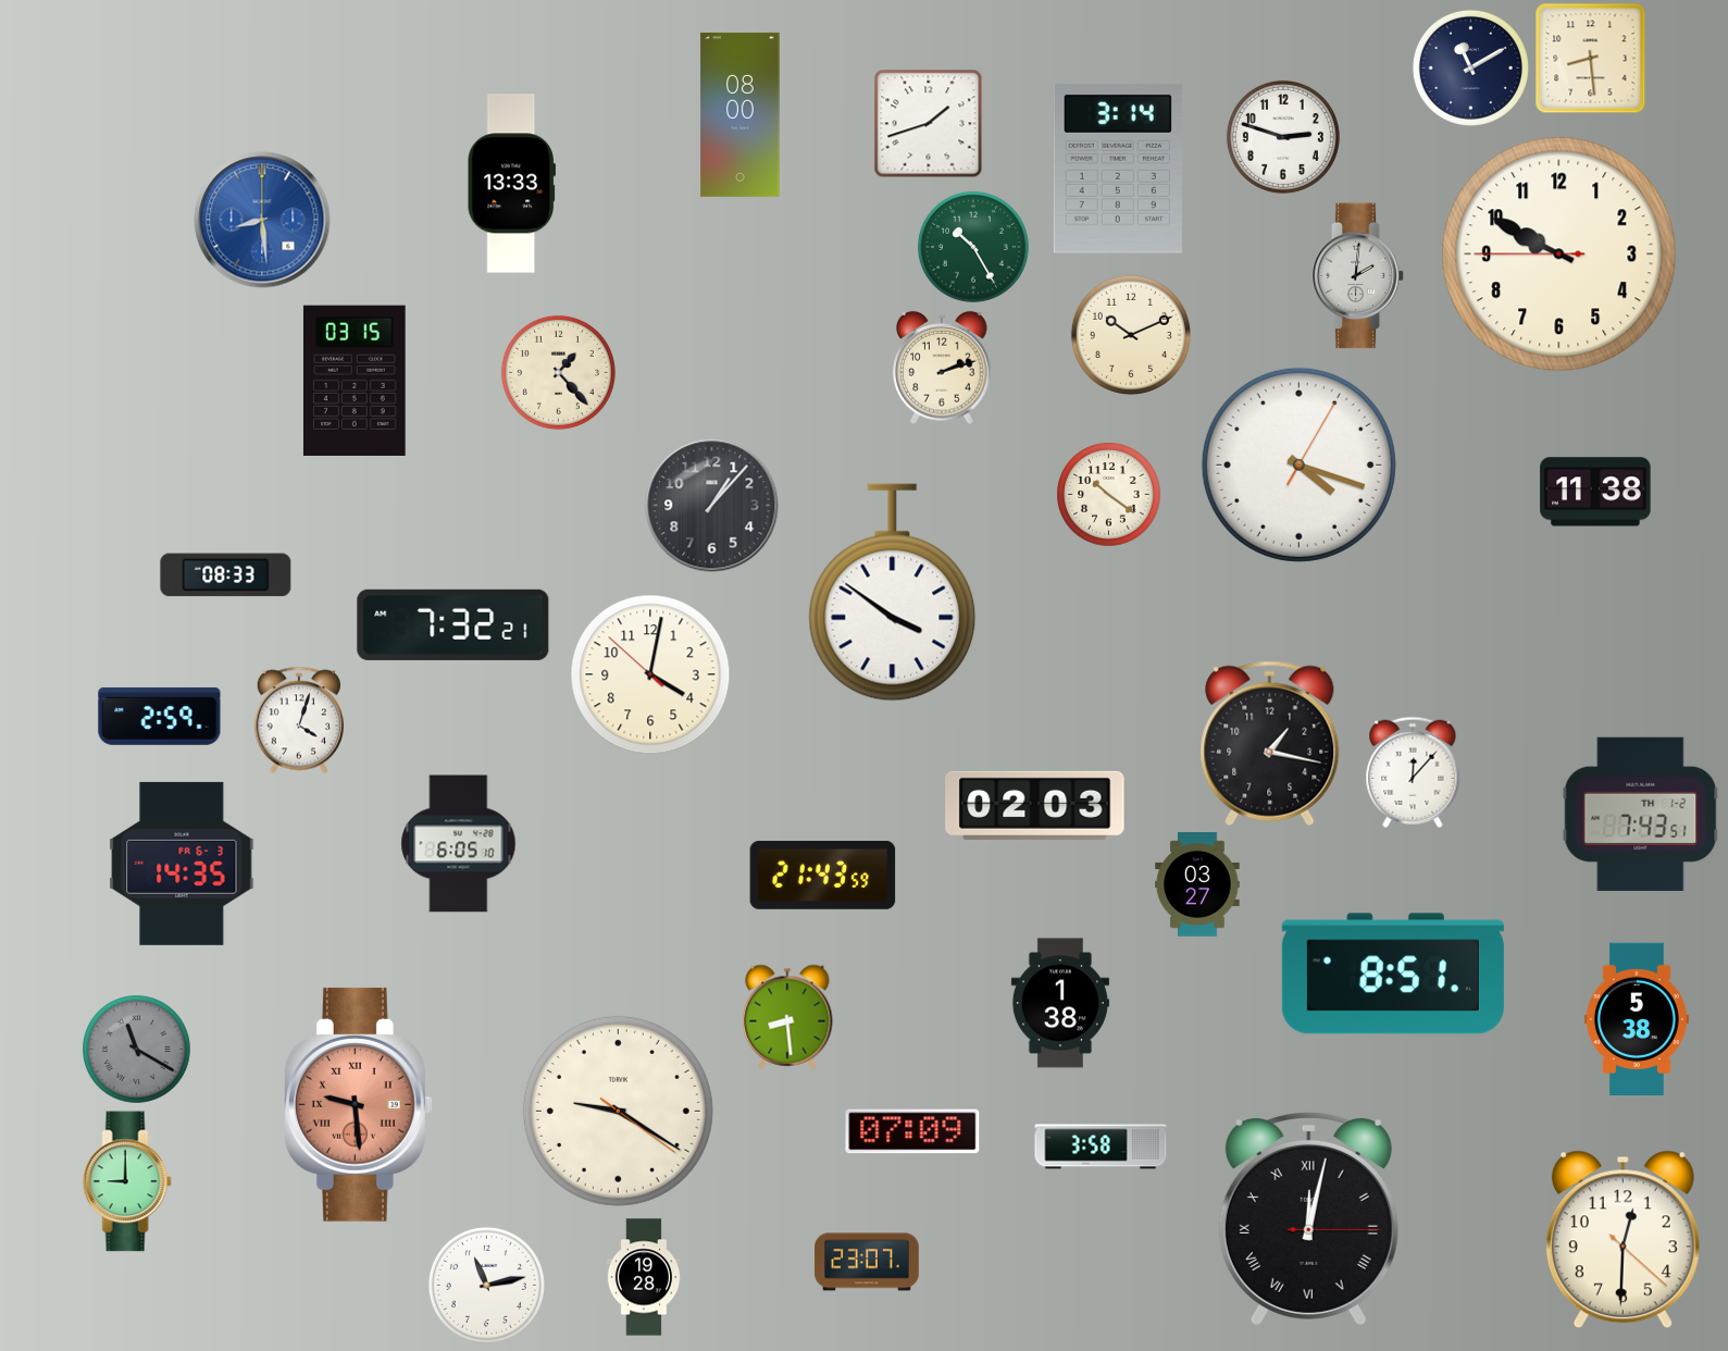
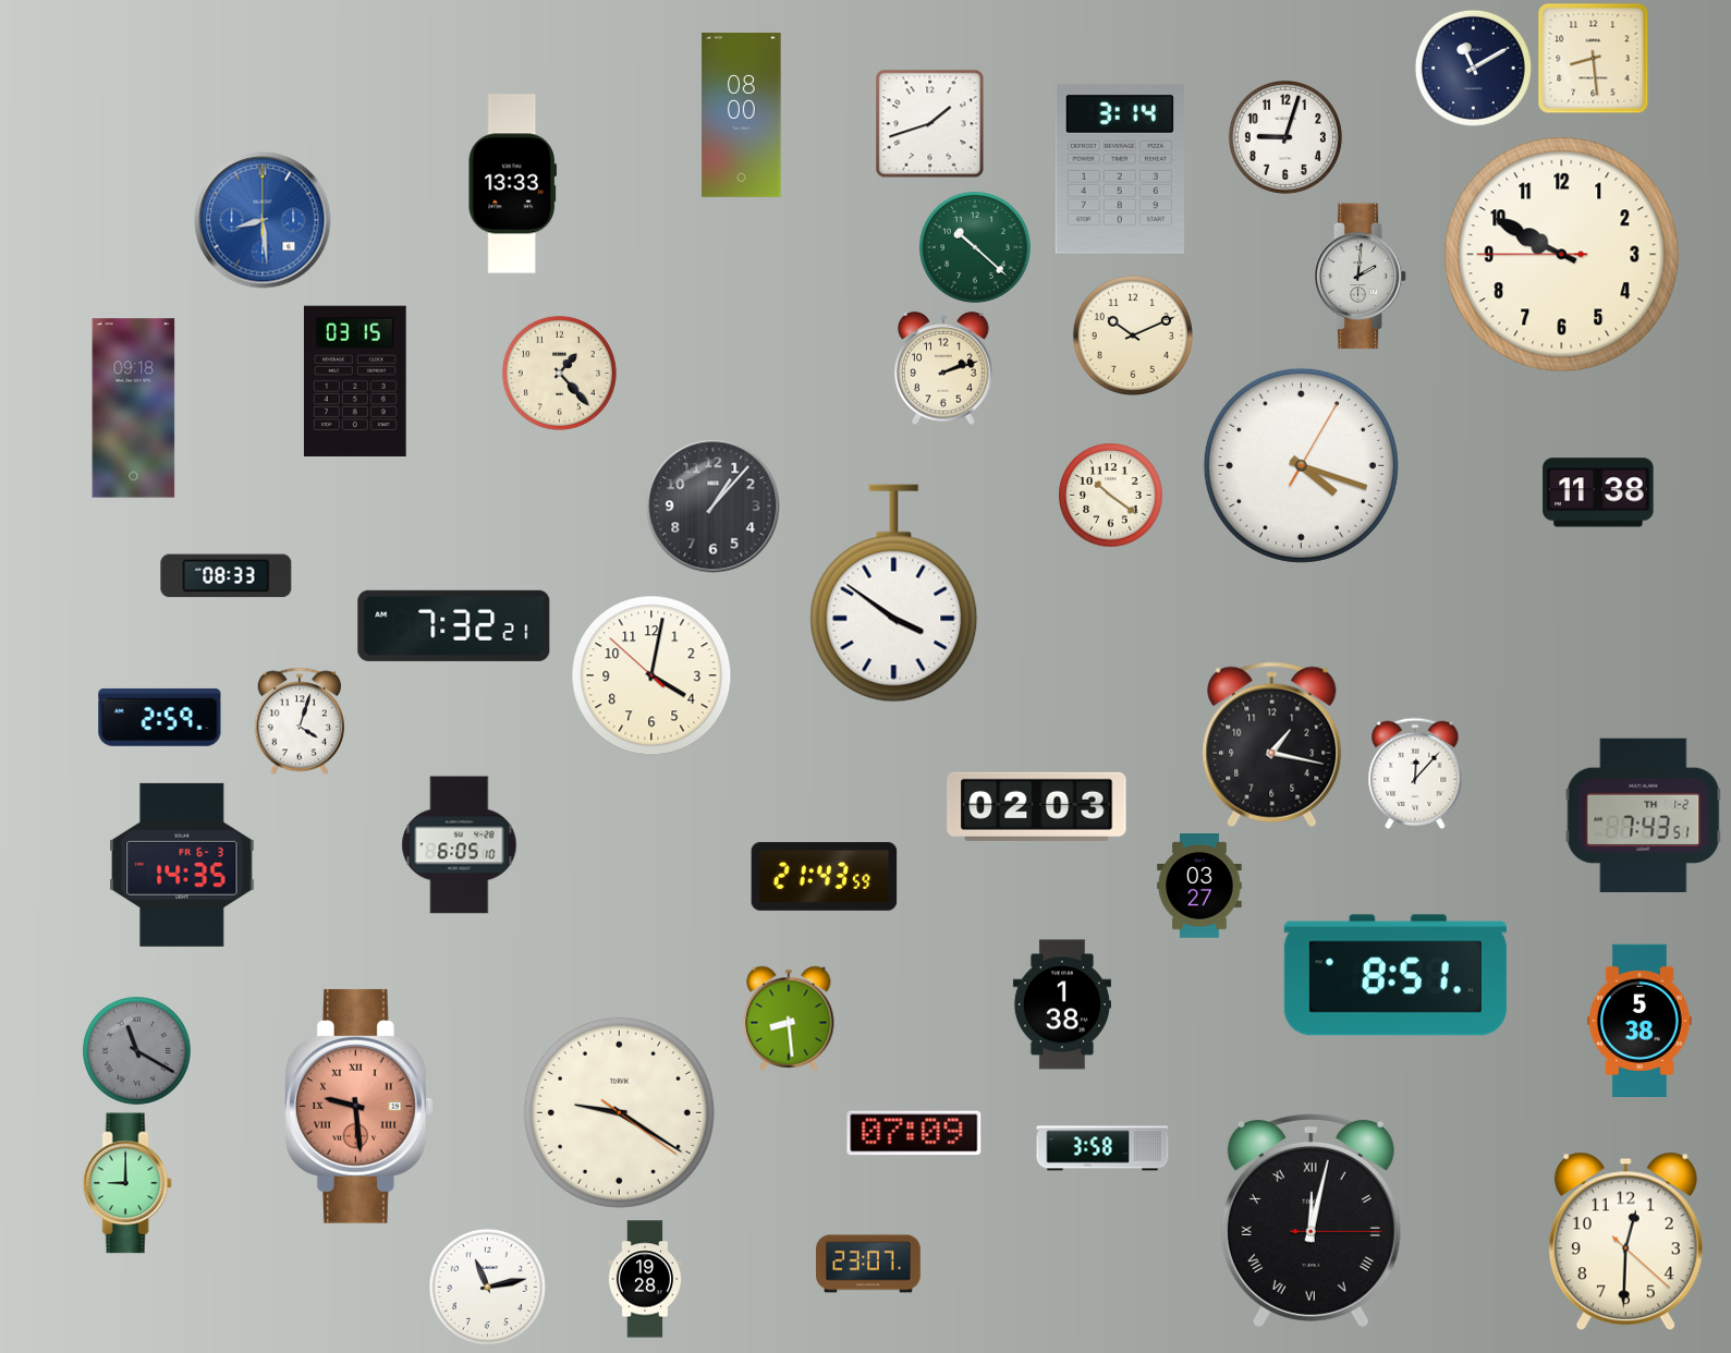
clock at (1283, 137): 2:48 -> 9:03
clock at (973, 247): 10:25 -> 10:22
clock at (134, 409): none -> 09:18
